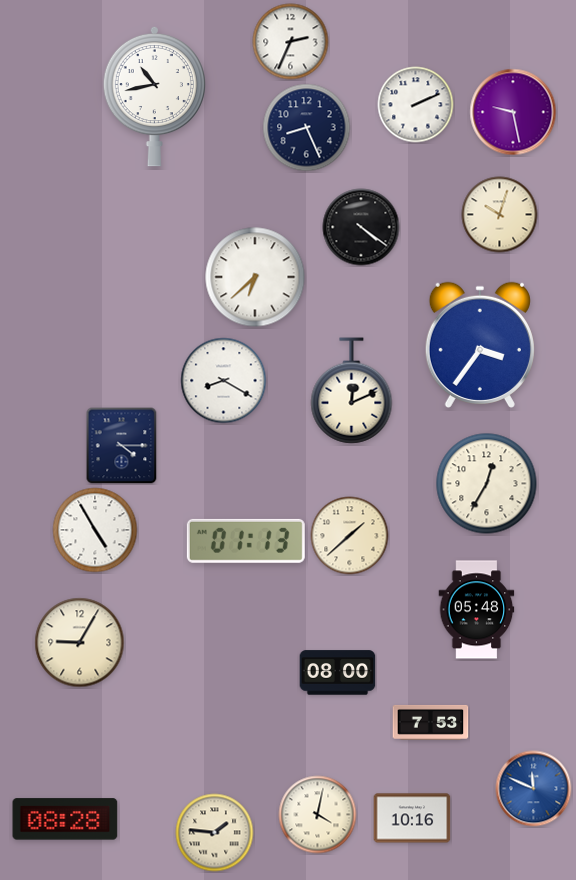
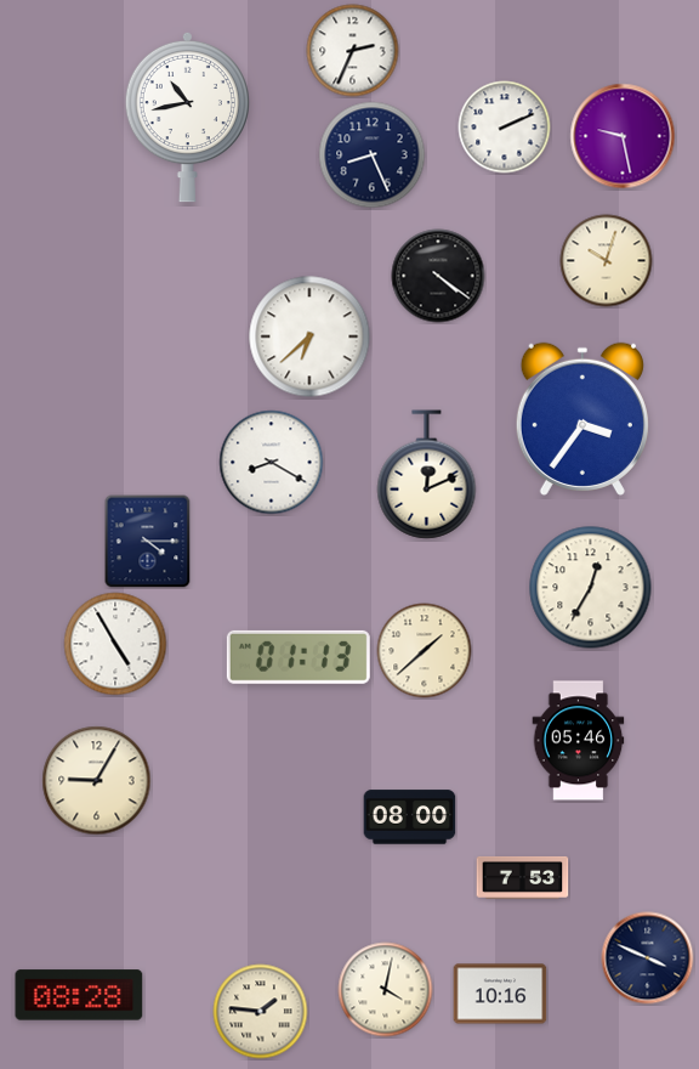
clock at (477, 610): 05:48 -> 05:46
clock at (534, 789): 11:49 -> 3:49
clock at (534, 789) dial: blue -> navy
